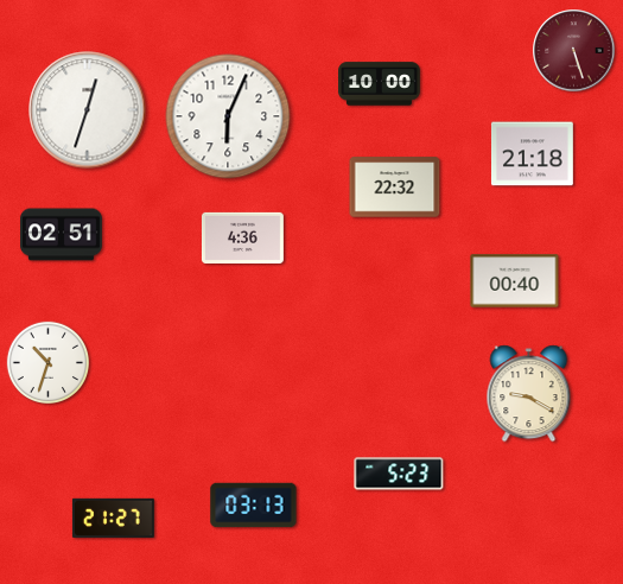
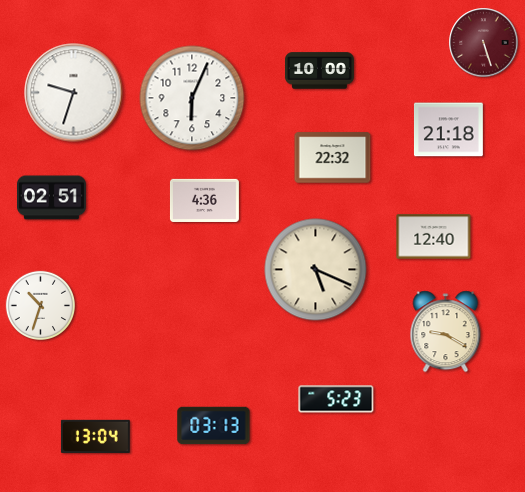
clock at (88, 110): 12:33 -> 9:33
clock at (515, 281): 00:40 -> 12:40
clock at (316, 270): none -> 5:19
clock at (113, 518): 21:27 -> 13:04
